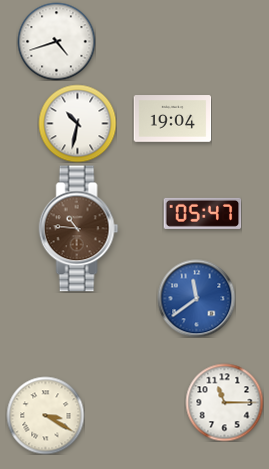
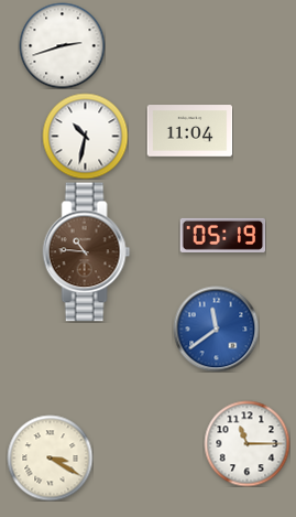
clock at (56, 41): 4:42 -> 2:42
clock at (172, 119): 19:04 -> 11:04
clock at (202, 213): 05:47 -> 05:19
